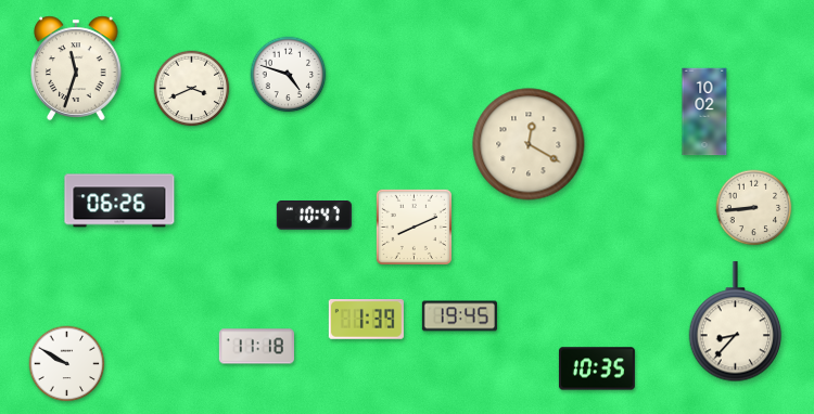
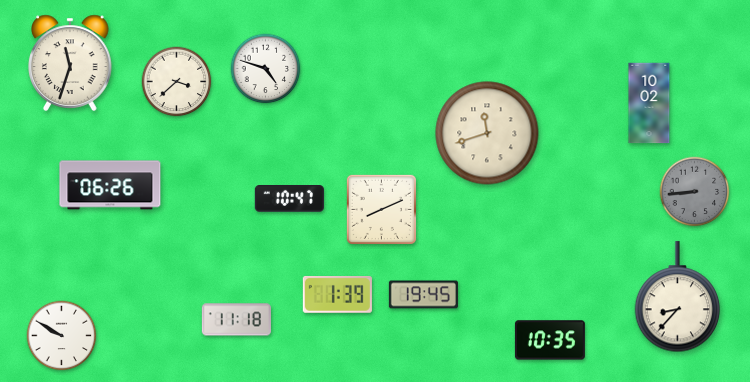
clock at (192, 89): 3:41 -> 3:38
clock at (529, 144): 12:20 -> 11:42
clock at (754, 208) dial: cream -> grey
clock at (459, 316) position: (459, 316) -> (423, 295)
